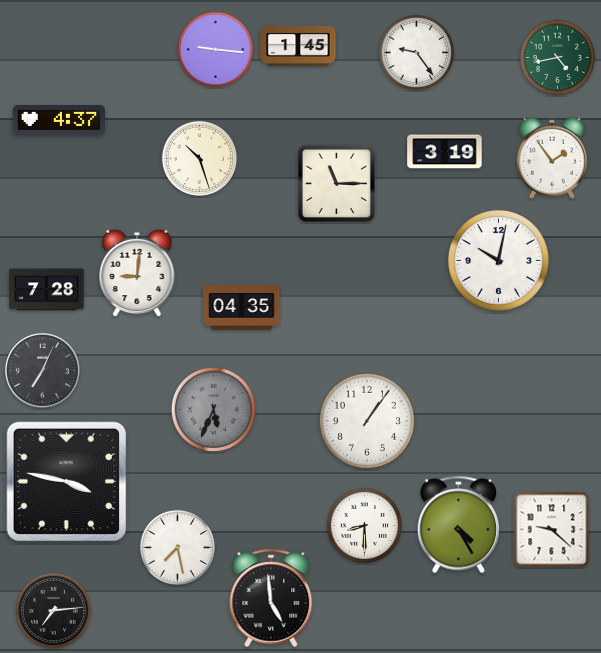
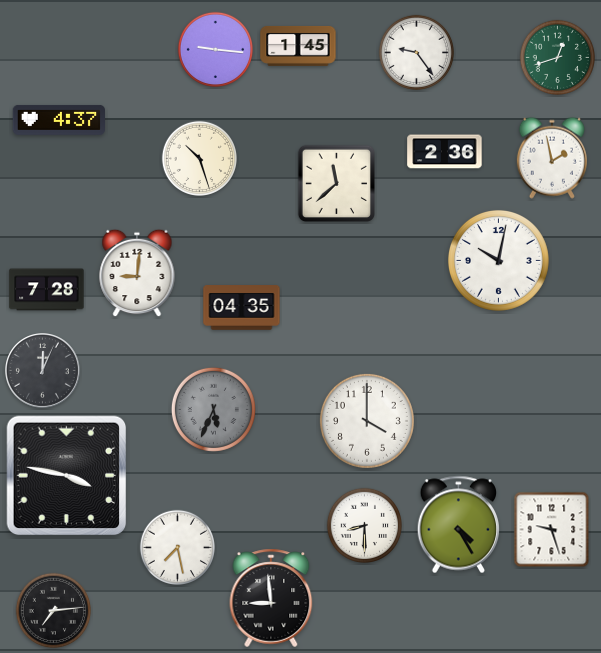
clock at (557, 57): 4:43 -> 12:42
clock at (445, 152): 3:19 -> 2:36
clock at (552, 158): 1:54 -> 1:58
clock at (337, 184): 11:15 -> 11:38
clock at (43, 371): 7:04 -> 12:04
clock at (367, 421): 1:06 -> 4:00
clock at (67, 482) position: (67, 482) -> (67, 476)
clock at (552, 530): 9:22 -> 9:27
clock at (271, 598): 4:59 -> 8:59
